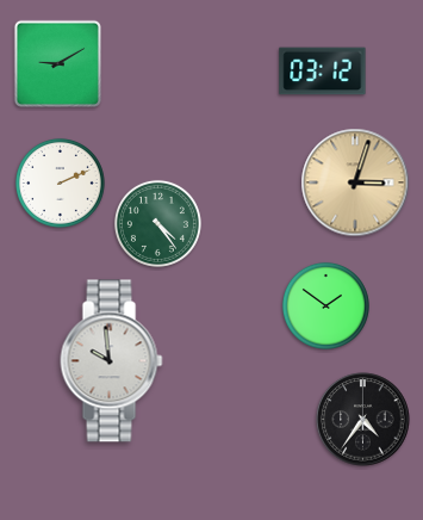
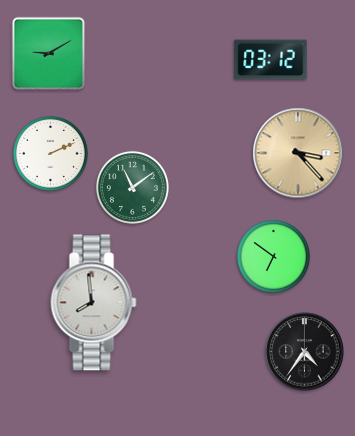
clock at (355, 182): 3:03 -> 3:23
clock at (157, 223): 4:24 -> 11:09
clock at (325, 305): 1:51 -> 6:51
clock at (112, 361): 9:59 -> 7:59
